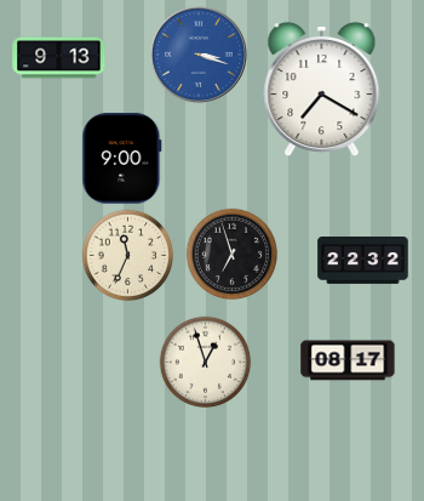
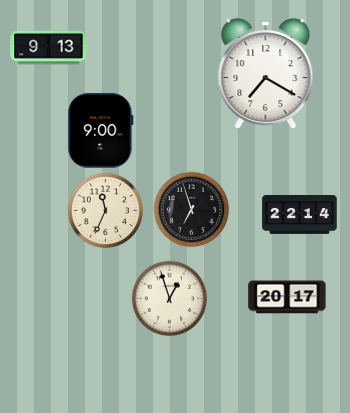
clock at (199, 55): 3:18 -> none
clock at (363, 261): 22:32 -> 22:14
clock at (348, 360): 08:17 -> 20:17
